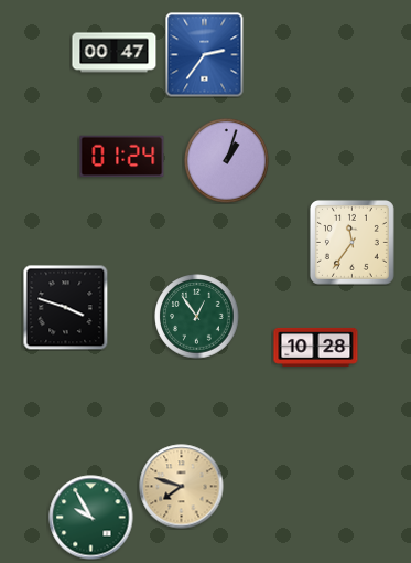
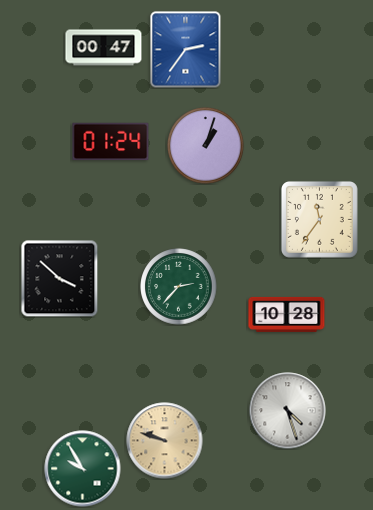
clock at (65, 307): 3:48 -> 3:52
clock at (197, 317): 12:54 -> 2:37
clock at (288, 411): none -> 4:27
clock at (182, 487): 7:48 -> 9:48
